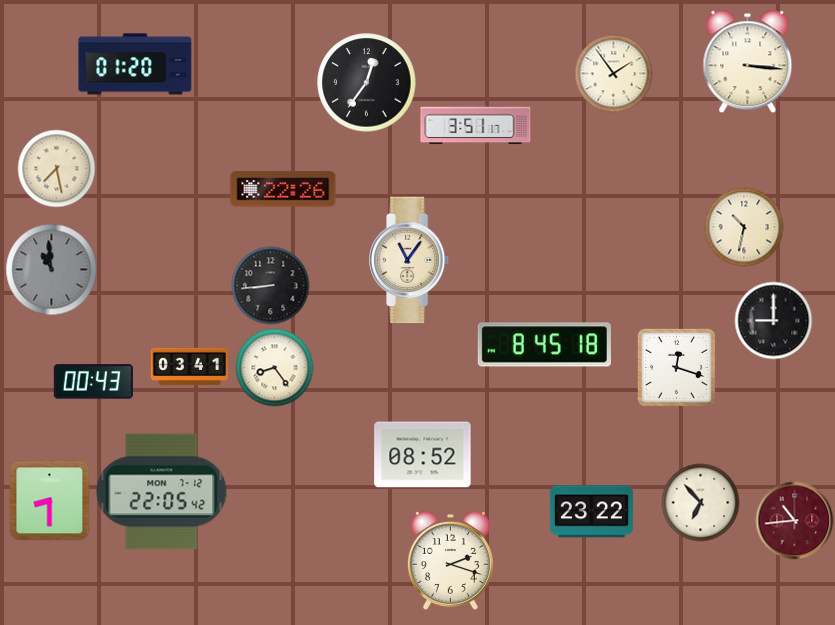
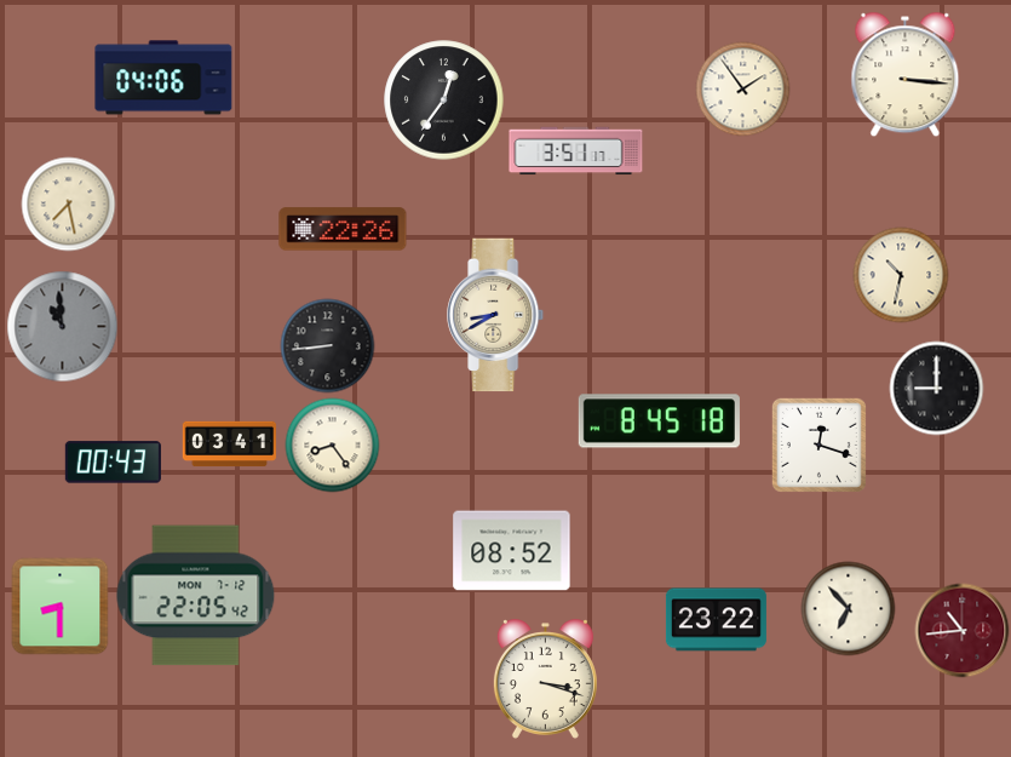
clock at (135, 64): 01:20 -> 04:06
clock at (410, 260): 11:06 -> 8:40
clock at (544, 345) position: (544, 345) -> (659, 421)
clock at (450, 561): 2:18 -> 3:18
